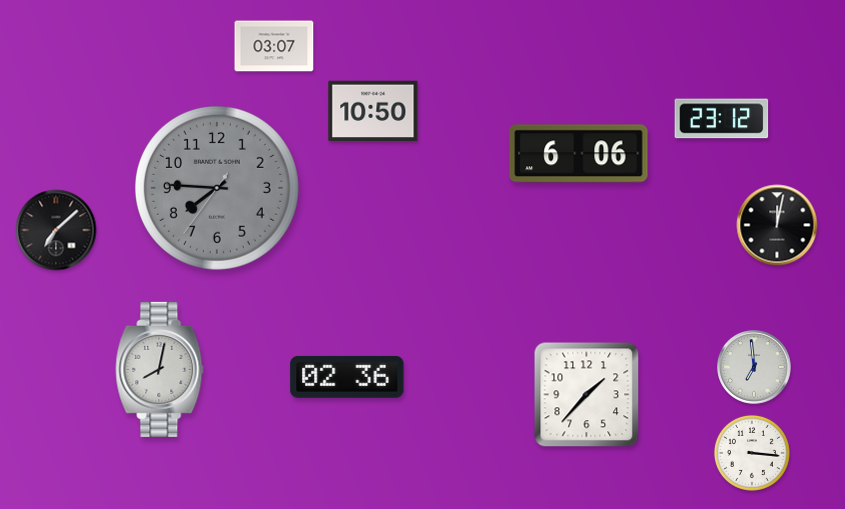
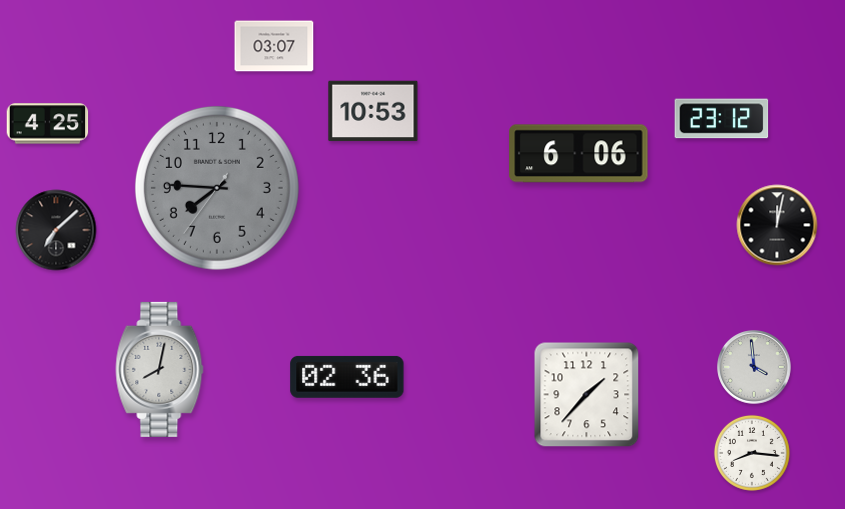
clock at (373, 111): 10:50 -> 10:53
clock at (48, 124): none -> 4:25
clock at (754, 367): 6:59 -> 3:59
clock at (752, 453): 3:16 -> 8:16
